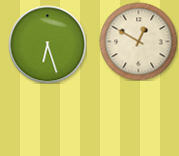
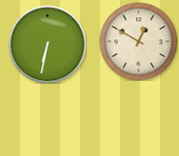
clock at (47, 44): 6:27 -> 6:32
